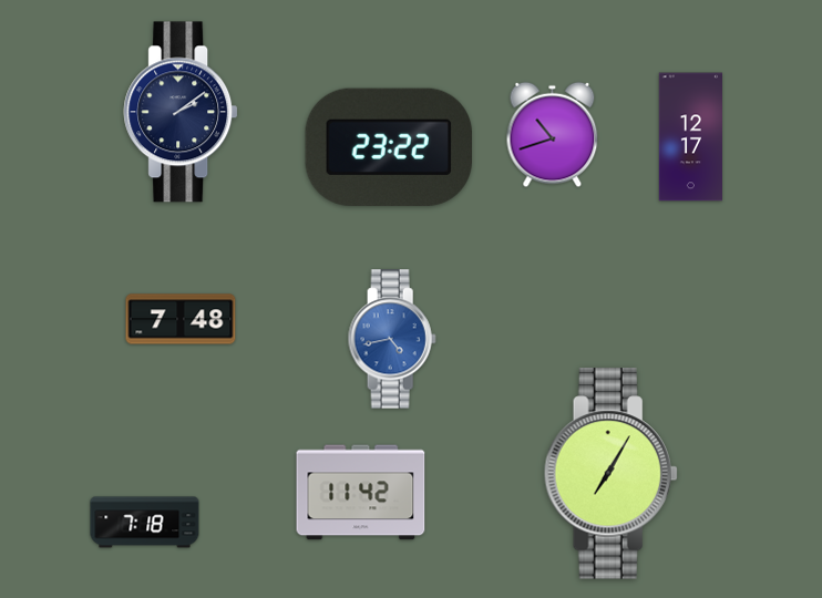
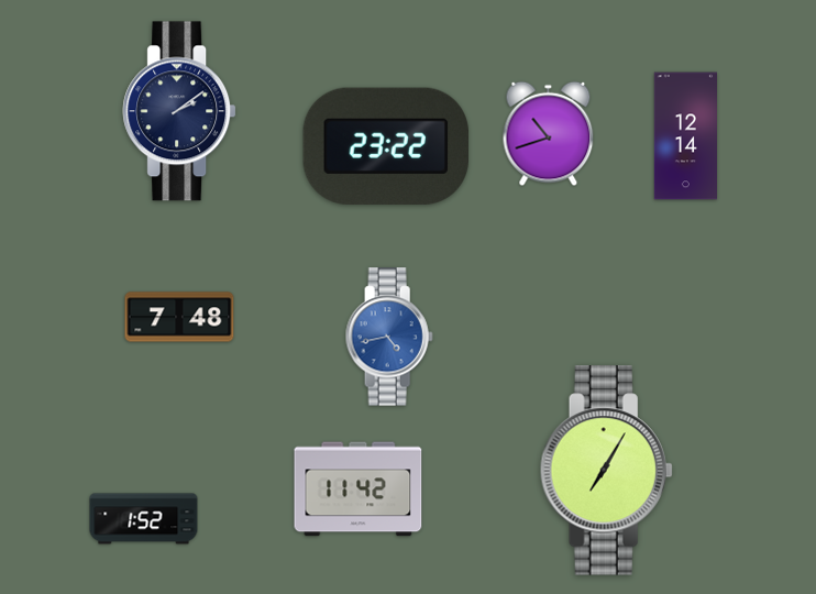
clock at (690, 137): 12:17 -> 12:14
clock at (145, 523): 7:18 -> 1:52
